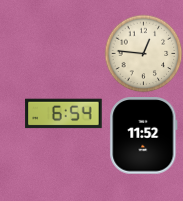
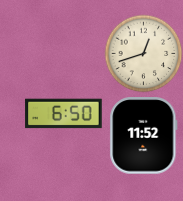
clock at (143, 53): 12:46 -> 12:42
clock at (64, 114): 6:54 -> 6:50
